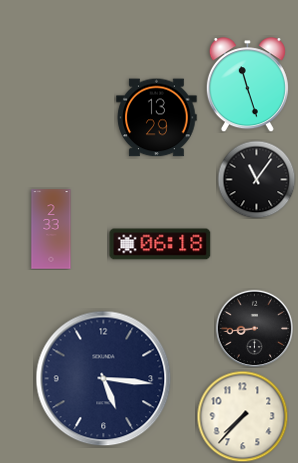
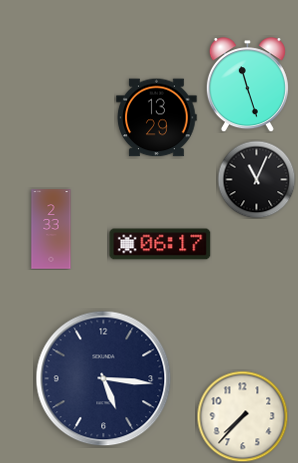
clock at (256, 179): 11:06 -> 11:04
clock at (160, 244): 06:18 -> 06:17
clock at (254, 328): 8:44 -> none
